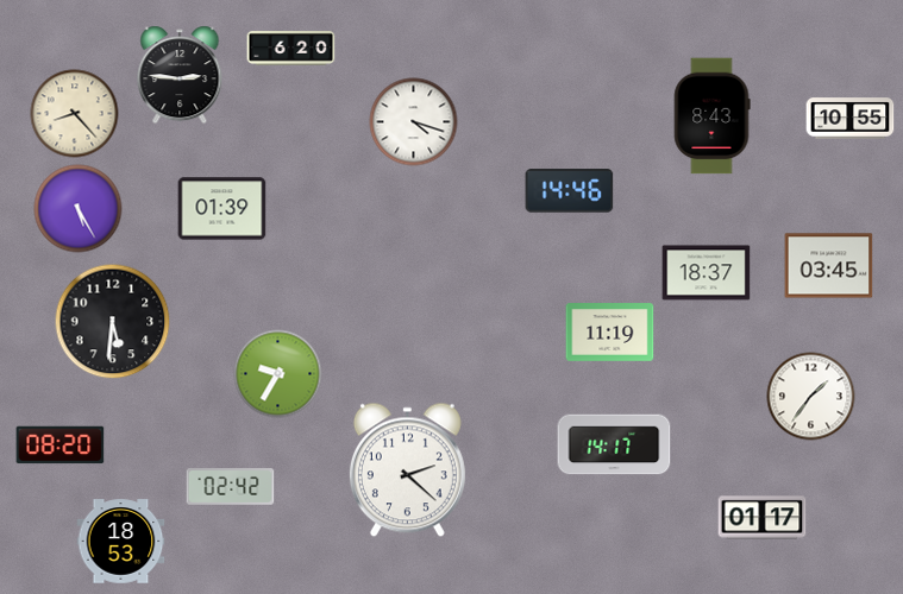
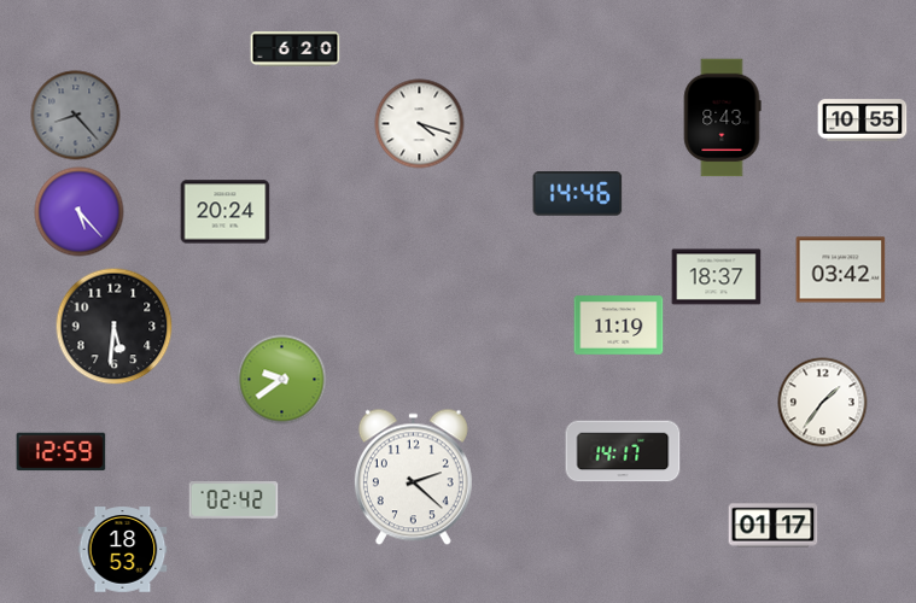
clock at (180, 75): 2:46 -> none
clock at (75, 114) dial: cream -> grey
clock at (79, 209): 5:25 -> 5:23
clock at (222, 209): 01:39 -> 20:24
clock at (829, 266): 03:45 -> 03:42
clock at (610, 333) position: (610, 333) -> (619, 326)
clock at (278, 374): 9:35 -> 9:39
clock at (61, 445): 08:20 -> 12:59
clock at (231, 487) position: (231, 487) -> (234, 500)
